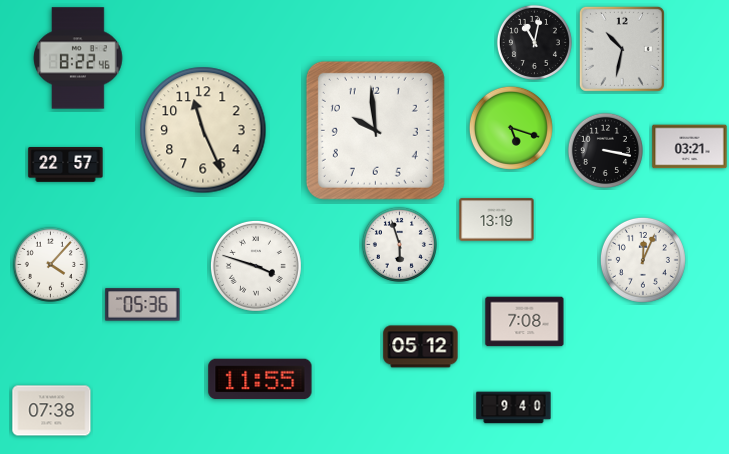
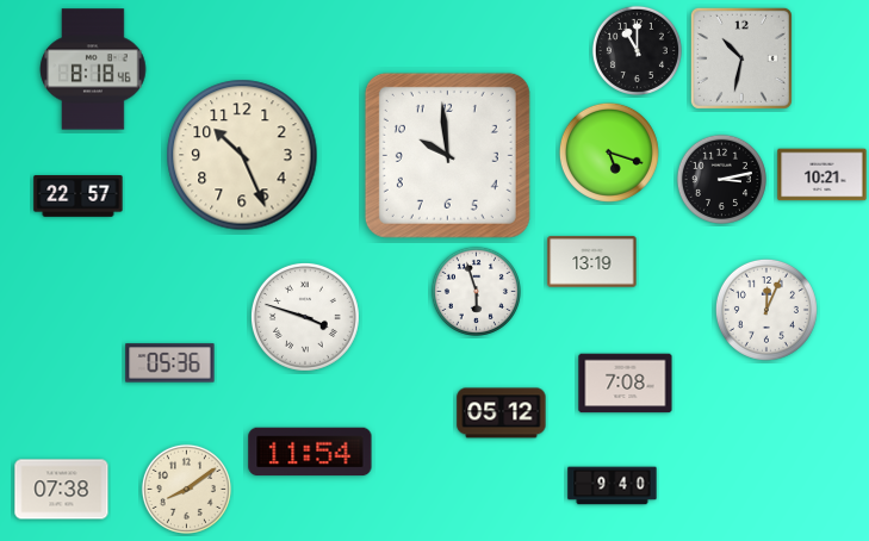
clock at (534, 42): 11:02 -> 11:00
clock at (78, 58): 8:22 -> 8:18
clock at (203, 130): 11:26 -> 10:26
clock at (690, 147): 03:21 -> 10:21
clock at (605, 150): 3:17 -> 3:13
clock at (50, 264): 4:07 -> none
clock at (260, 379): 11:55 -> 11:54
clock at (186, 489): none -> 8:09
